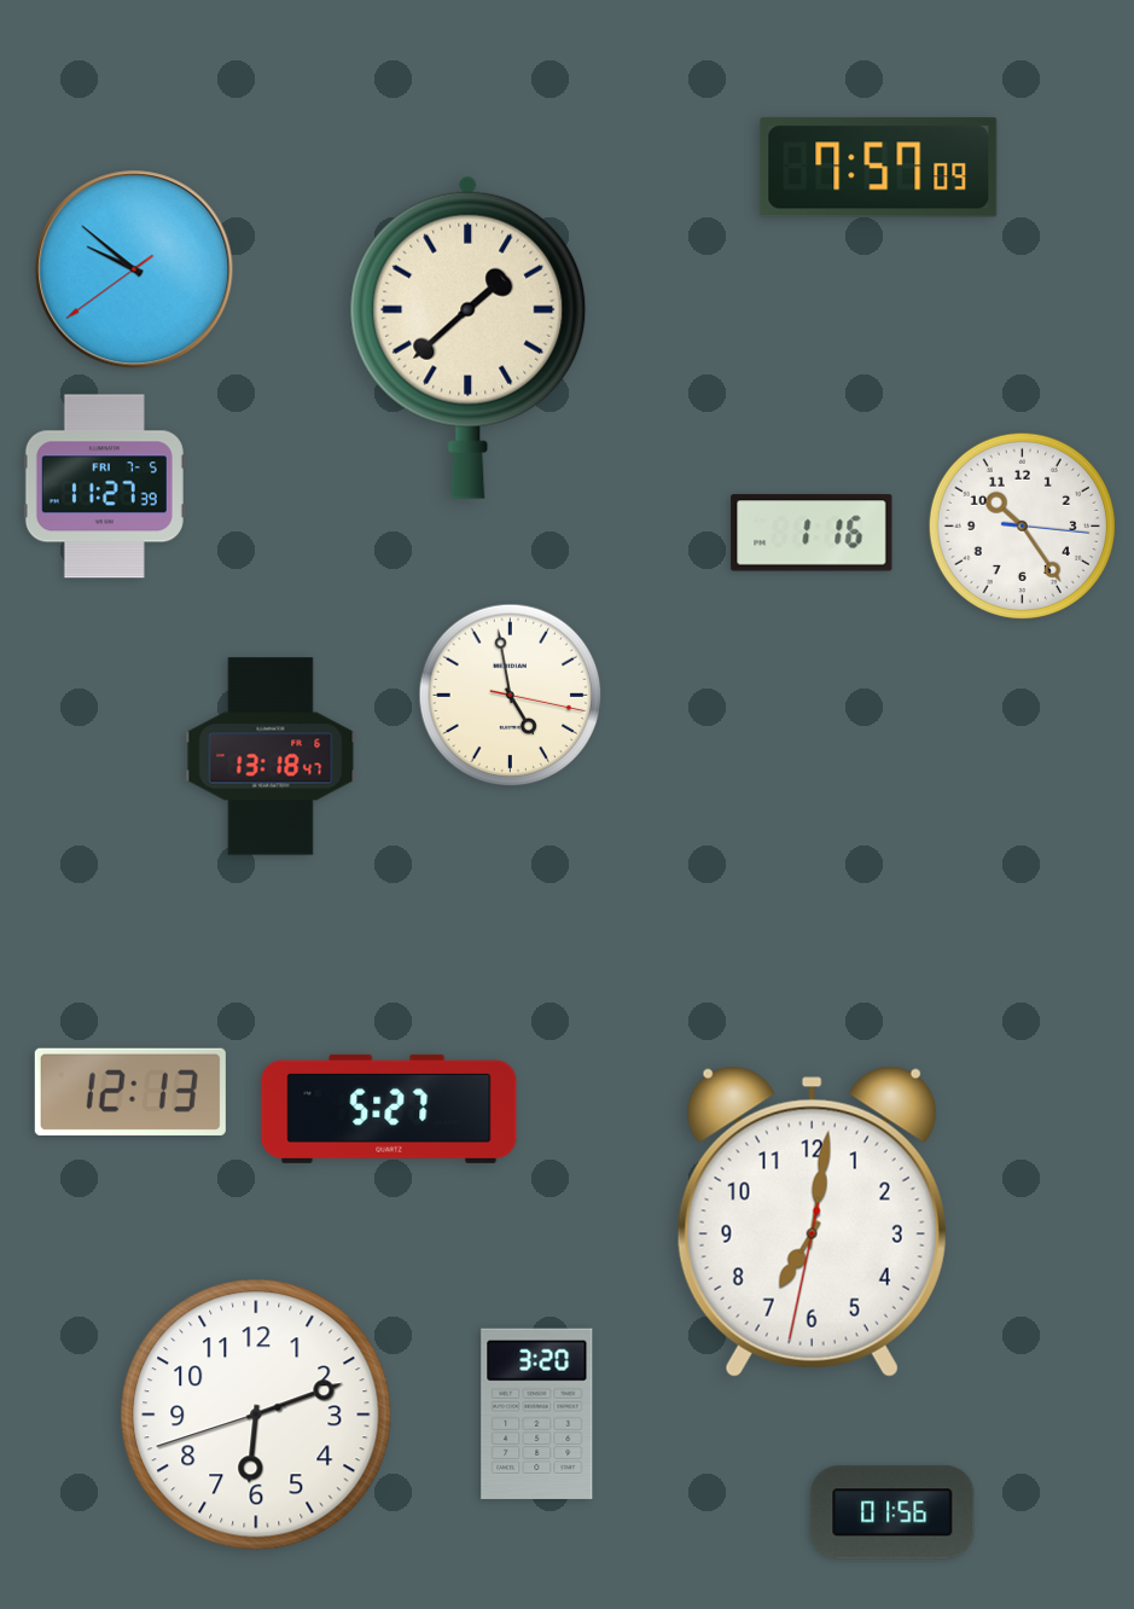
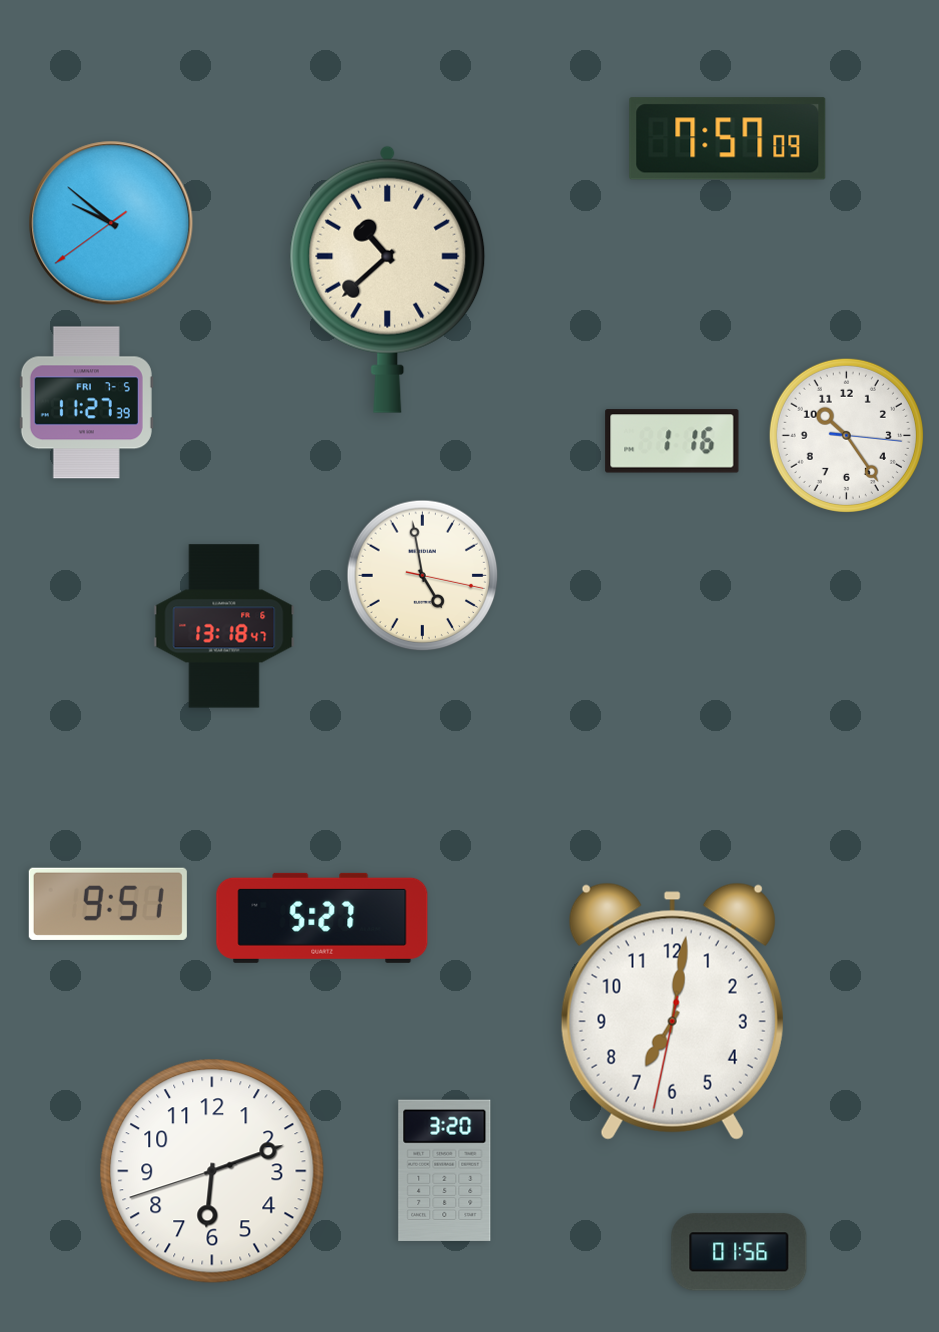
clock at (469, 337): 1:38 -> 10:38
clock at (130, 1092): 12:13 -> 9:51
